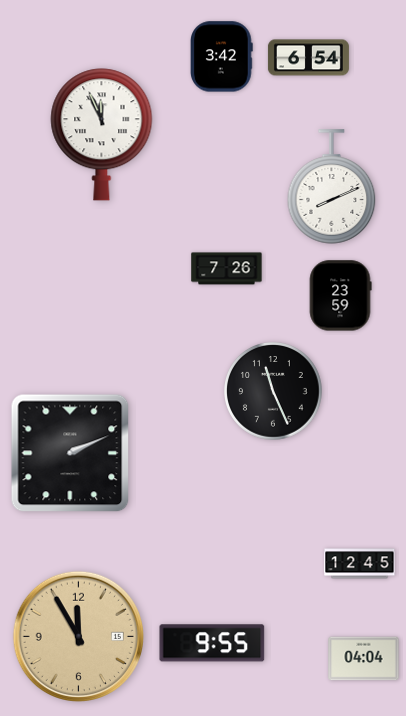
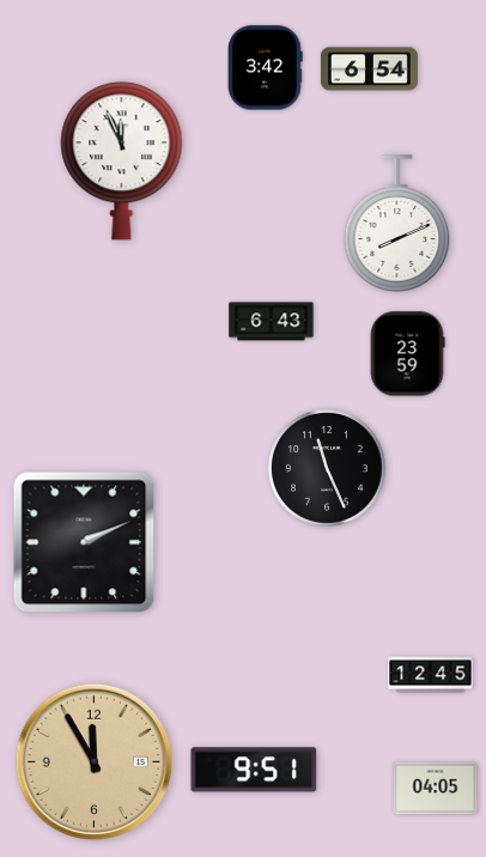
clock at (227, 269): 7:26 -> 6:43
clock at (212, 643): 9:55 -> 9:51
clock at (364, 659): 04:04 -> 04:05
